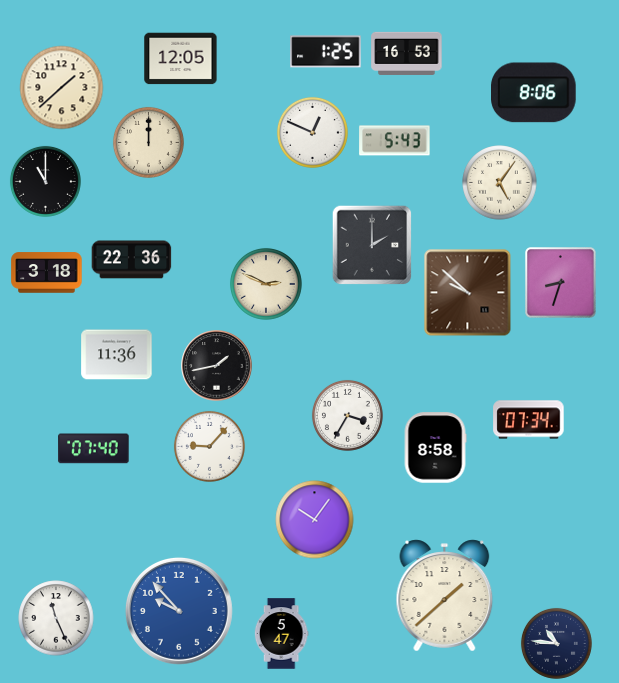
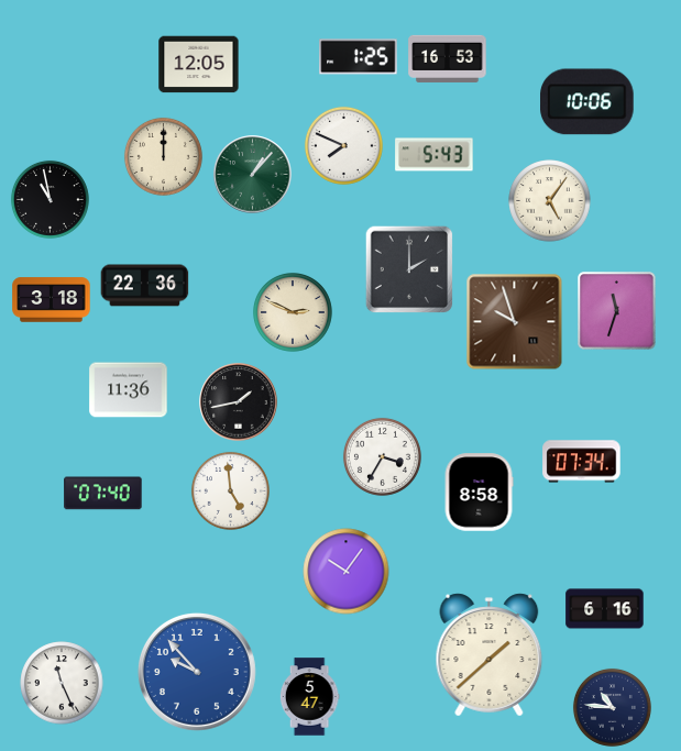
clock at (62, 88): 1:38 -> none
clock at (534, 93): 8:06 -> 10:06
clock at (312, 132): 12:49 -> 7:49
clock at (253, 175): none -> 1:07
clock at (45, 181): 11:00 -> 10:58
clock at (561, 283): 8:33 -> 11:33
clock at (468, 293): 9:52 -> 9:57
clock at (209, 446): 9:07 -> 4:59
clock at (605, 609): none -> 6:16
clock at (56, 618) position: (56, 618) -> (62, 683)
